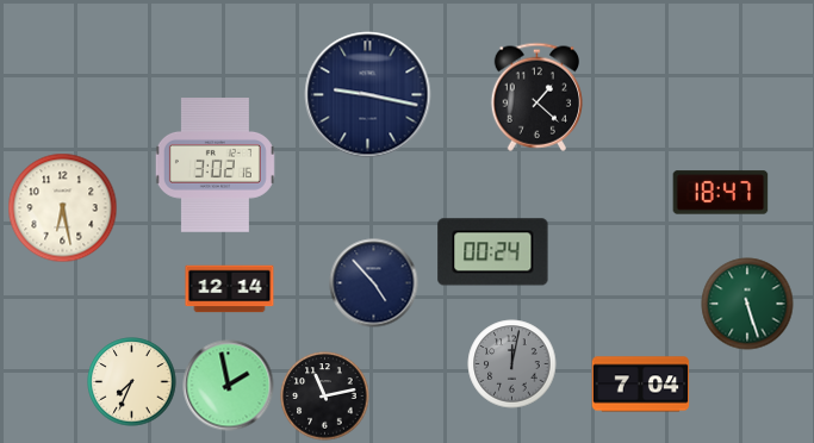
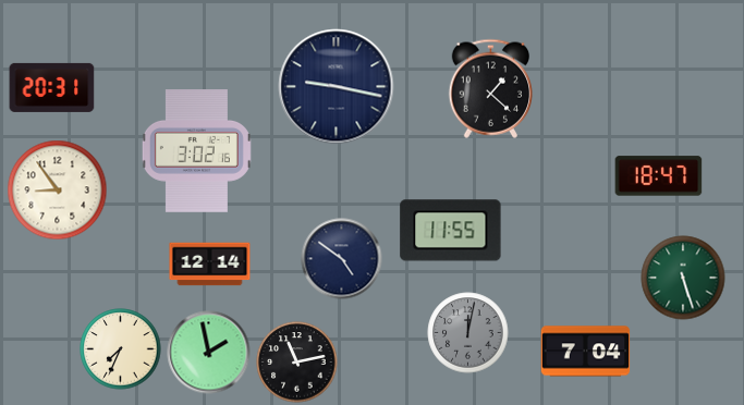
clock at (52, 87): none -> 20:31
clock at (63, 208): 6:28 -> 8:54
clock at (493, 252): 00:24 -> 11:55
clock at (374, 283): 4:53 -> 4:51
